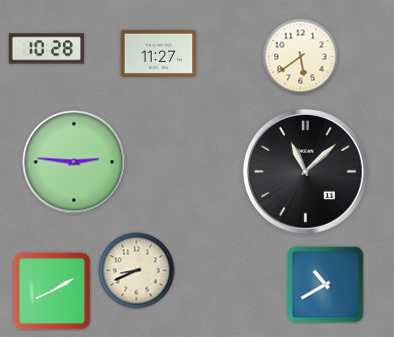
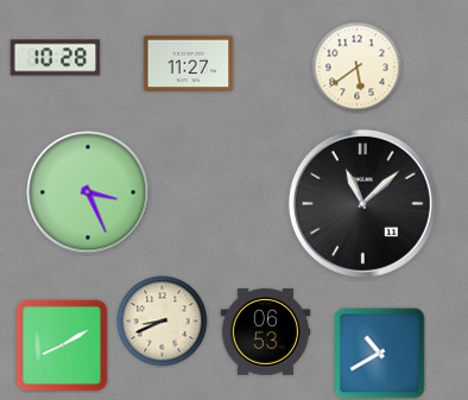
clock at (74, 162): 2:46 -> 3:26
clock at (266, 331): none -> 06:53
clock at (326, 285) position: (326, 285) -> (380, 354)
